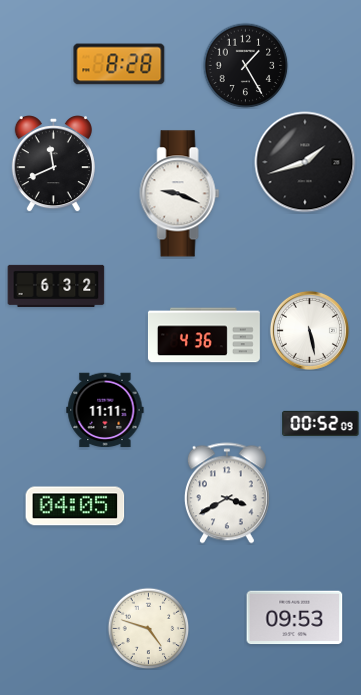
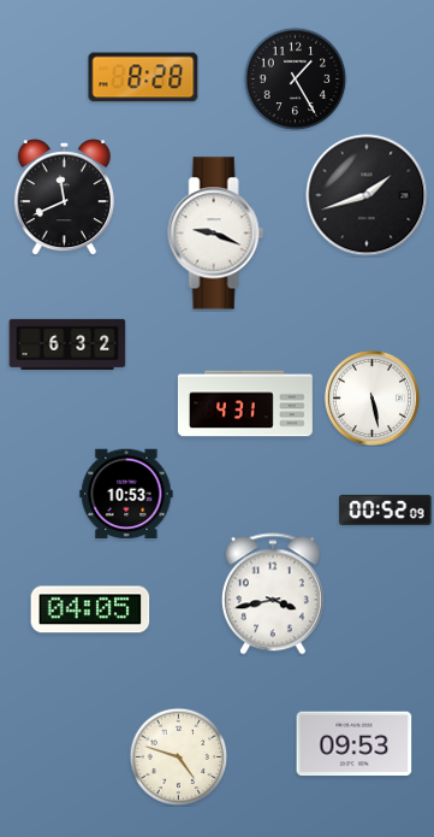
clock at (204, 335): 4:36 -> 4:31
clock at (105, 410): 11:11 -> 10:53
clock at (227, 493): 3:40 -> 3:43
